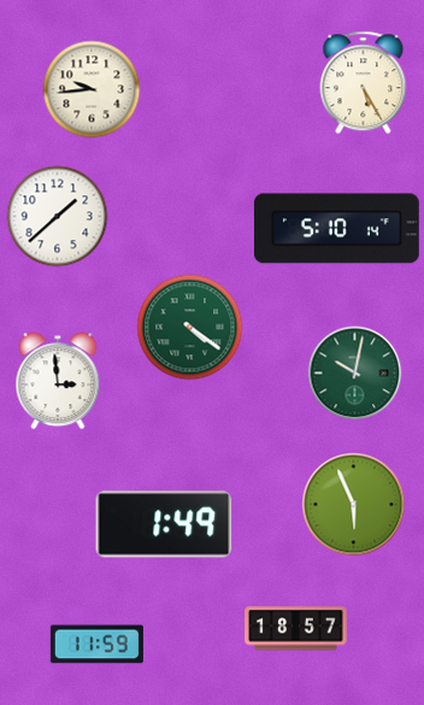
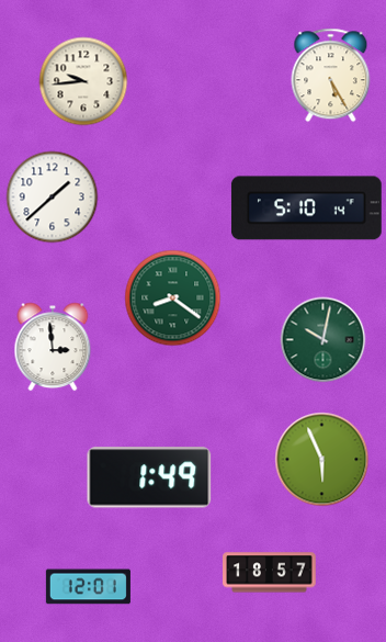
clock at (189, 327): 4:21 -> 8:21
clock at (96, 645): 11:59 -> 12:01
